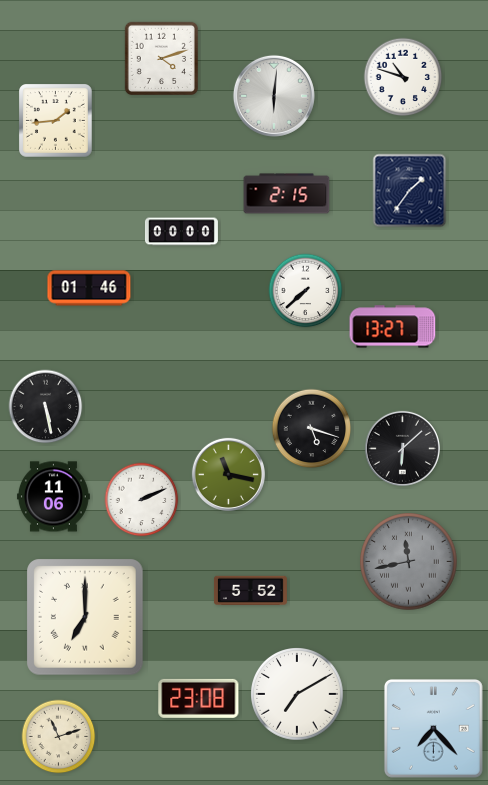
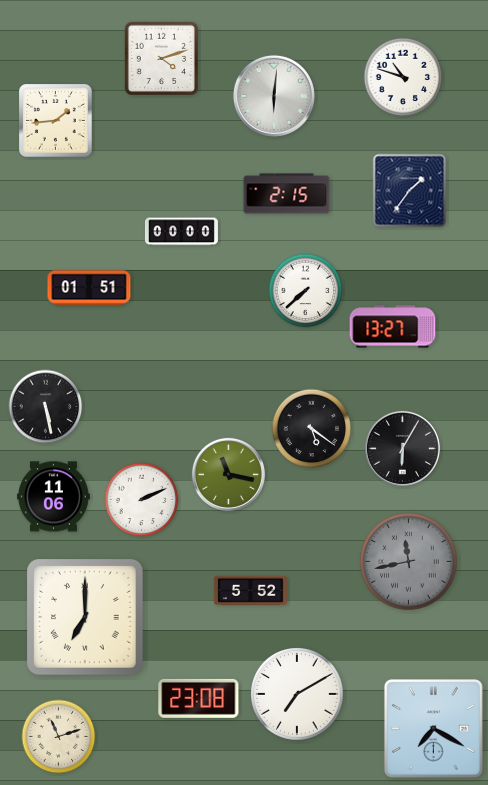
clock at (89, 288): 01:46 -> 01:51
clock at (312, 429): 5:18 -> 5:21
clock at (402, 448): 6:08 -> 6:05
clock at (433, 728): 7:23 -> 7:20
